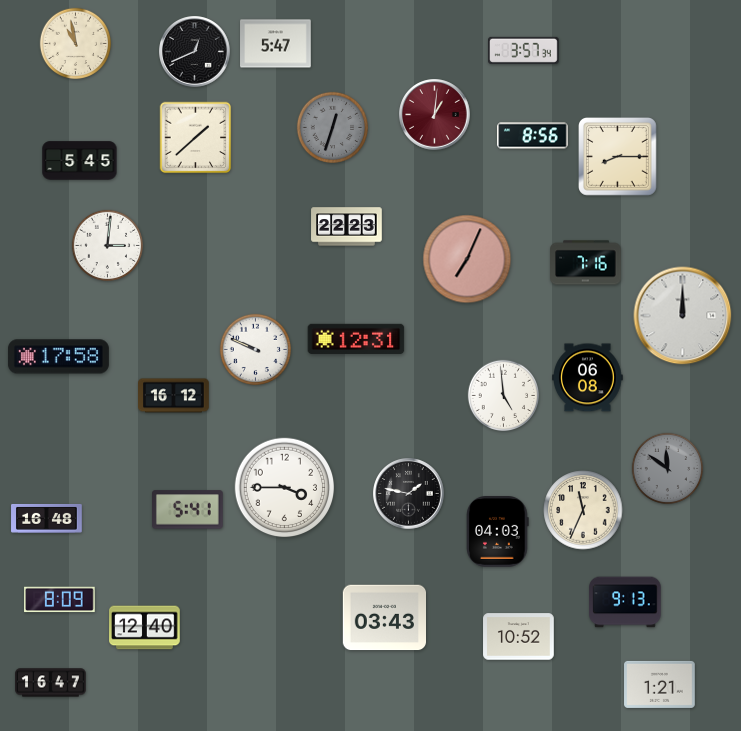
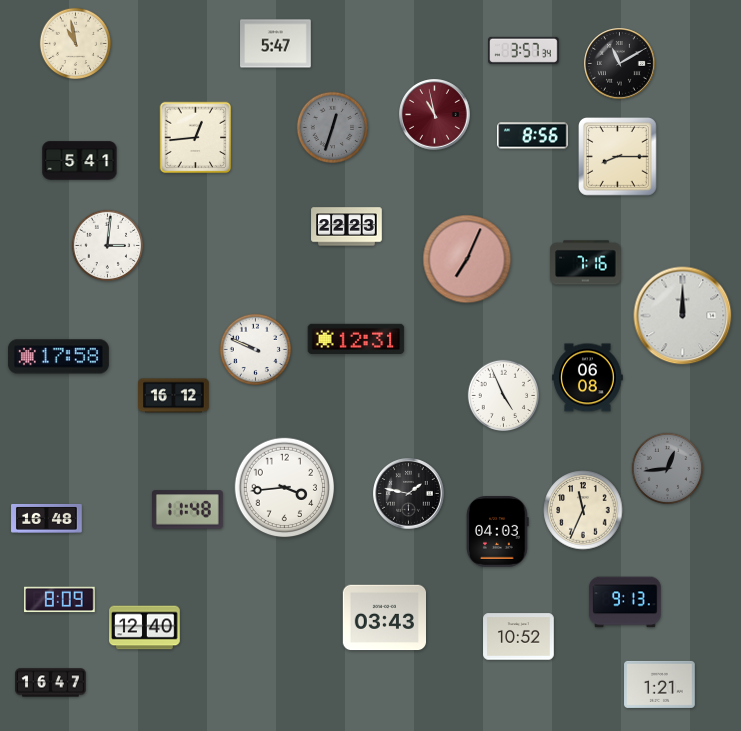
clock at (195, 52): 12:41 -> none
clock at (620, 64): none -> 11:10
clock at (435, 115): 1:01 -> 10:58
clock at (196, 138): 1:38 -> 12:44
clock at (80, 161): 5:45 -> 5:41
clock at (504, 396): 4:59 -> 4:56
clock at (668, 469): 11:51 -> 12:44
clock at (285, 488): 3:45 -> 3:44
clock at (188, 510): 5:41 -> 11:48
